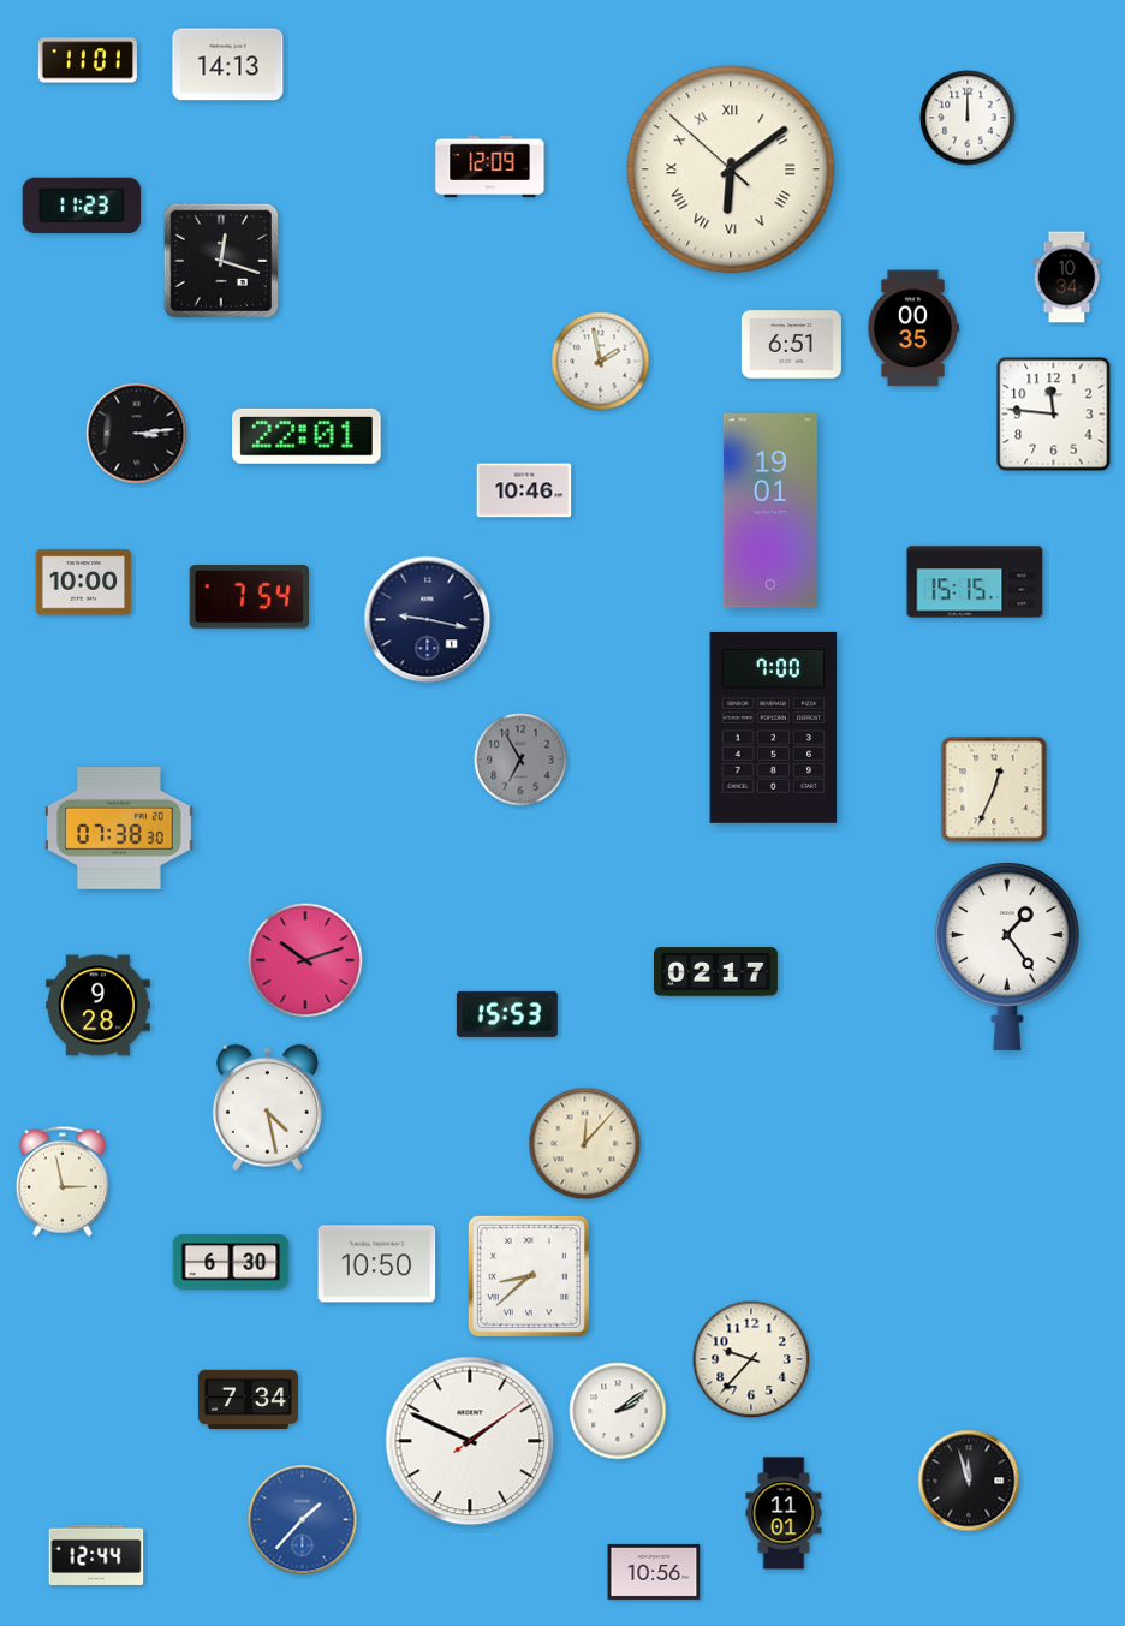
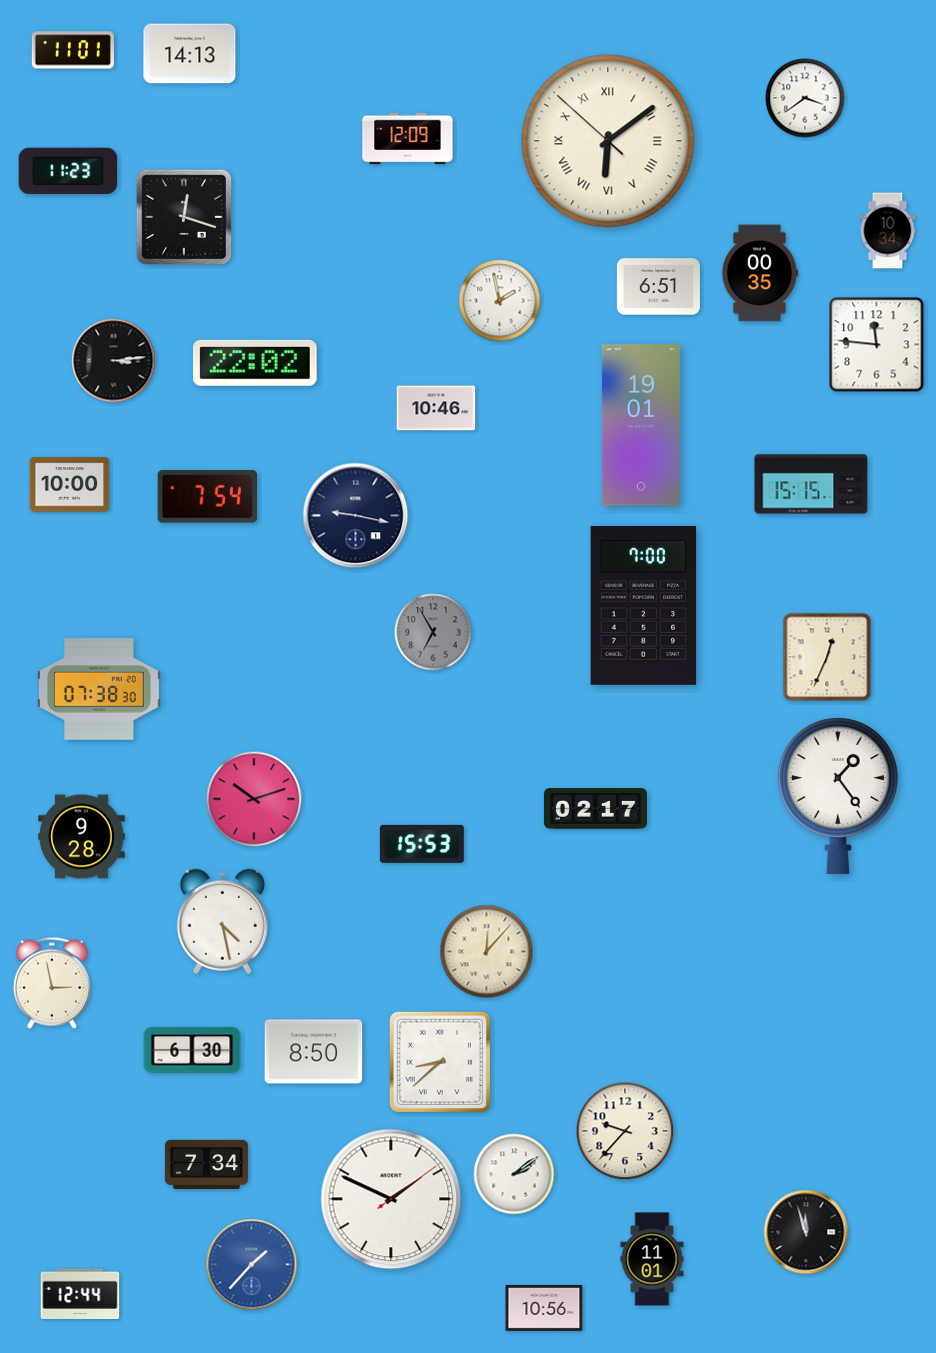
clock at (968, 118): 12:00 -> 3:39
clock at (308, 436): 22:01 -> 22:02
clock at (377, 1264): 10:50 -> 8:50
